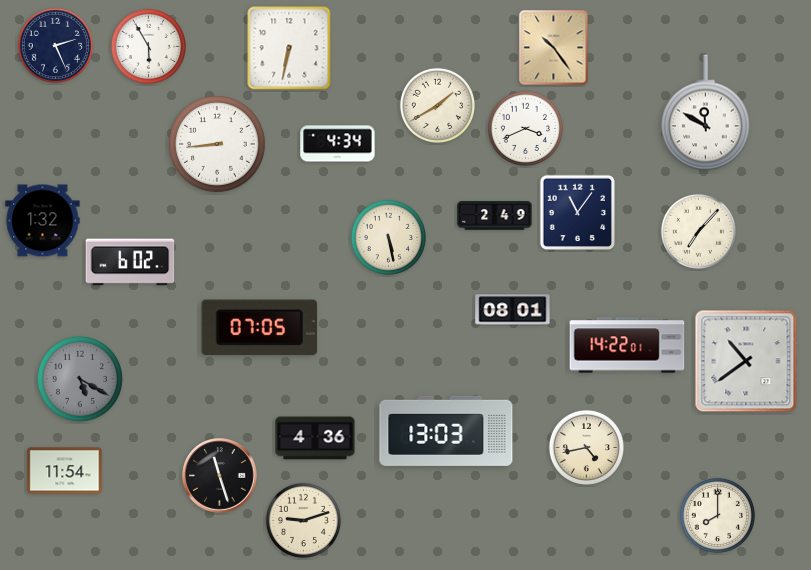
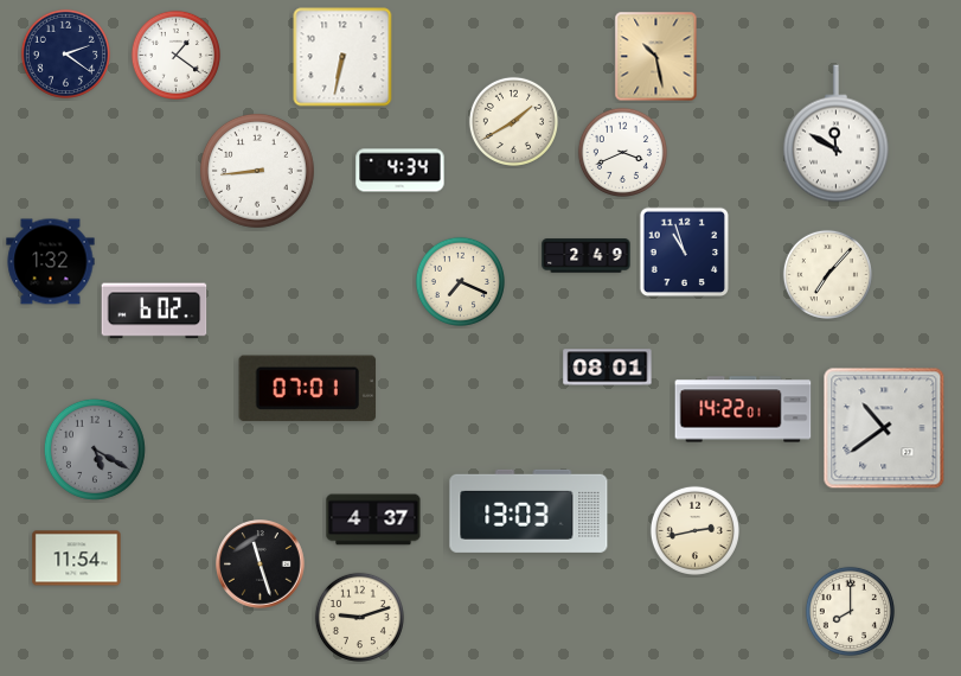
clock at (55, 45): 2:26 -> 2:21
clock at (148, 46): 5:55 -> 1:21
clock at (554, 48): 10:24 -> 10:28
clock at (437, 105) position: (437, 105) -> (513, 121)
clock at (578, 213): 11:06 -> 10:57
clock at (388, 237): 5:28 -> 7:19
clock at (260, 328): 07:05 -> 07:01
clock at (315, 438): 4:36 -> 4:37
clock at (586, 447): 4:43 -> 2:43
